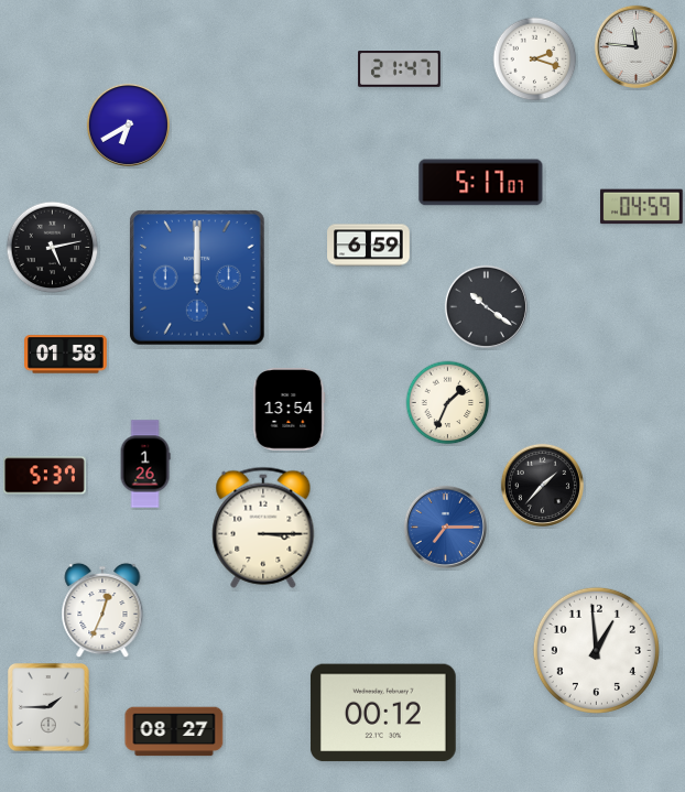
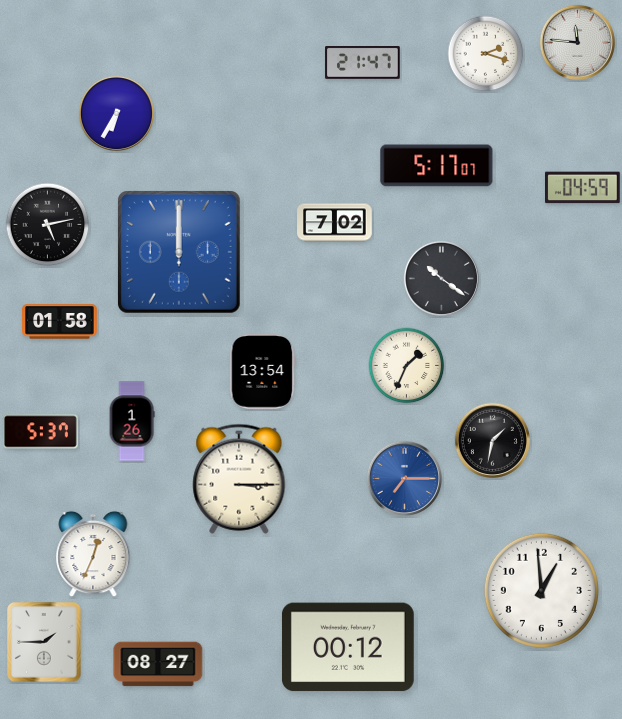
clock at (128, 124): 6:40 -> 6:35
clock at (369, 246): 6:59 -> 7:02
clock at (542, 485): 1:37 -> 1:32
